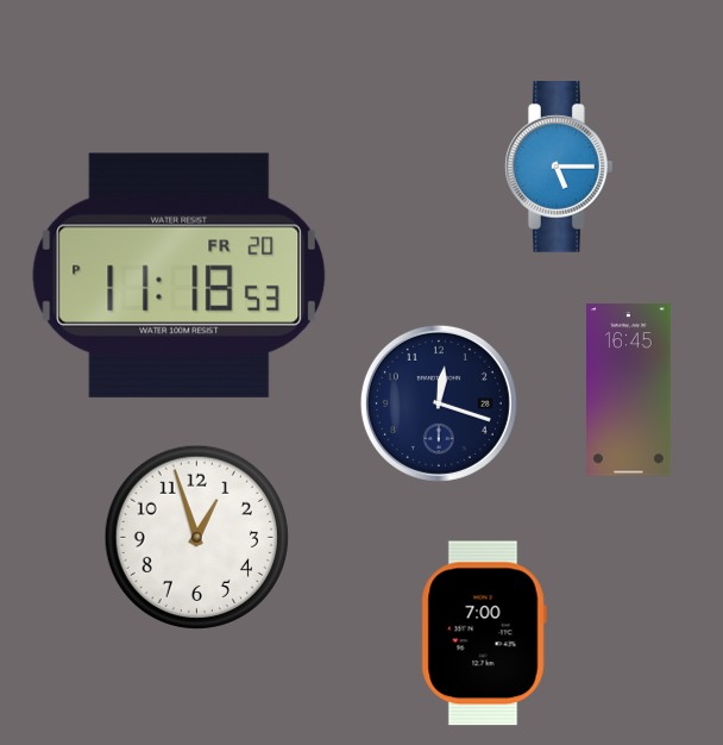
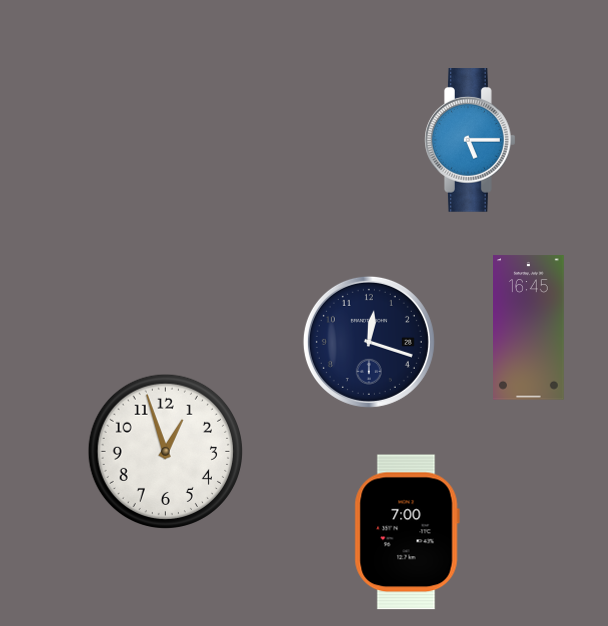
clock at (180, 275): 11:18 -> none
clock at (439, 403) position: (439, 403) -> (369, 342)
